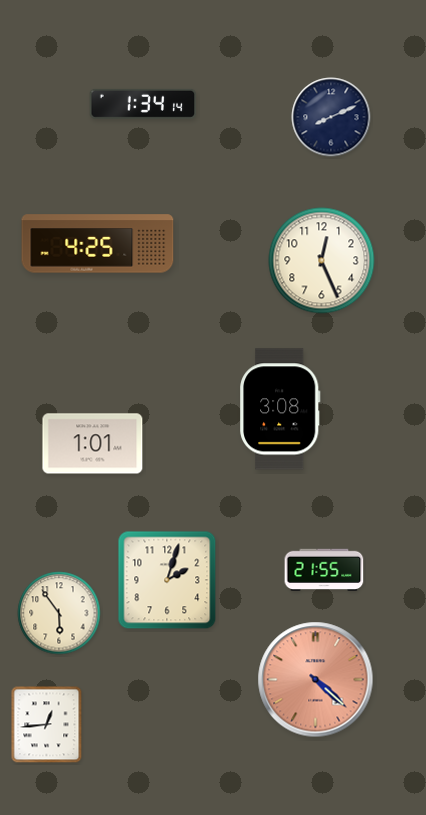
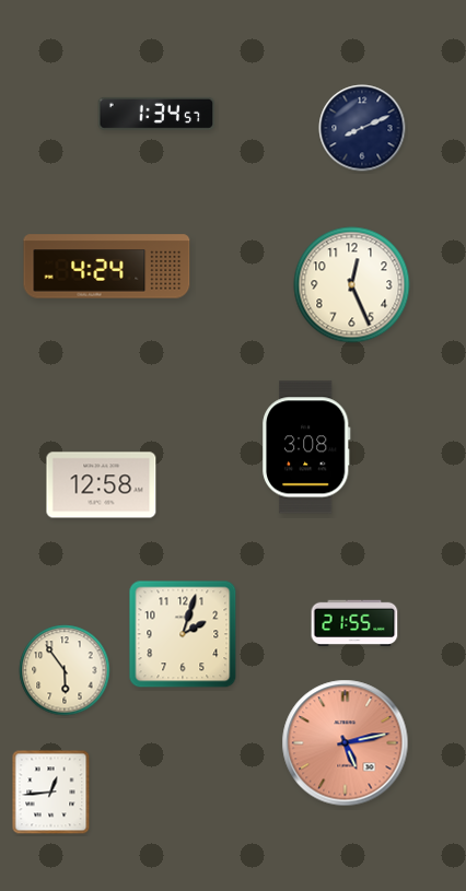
clock at (143, 104): 1:34:14 -> 1:34:57
clock at (98, 244): 4:25 -> 4:24
clock at (93, 444): 1:01 -> 12:58
clock at (316, 680): 4:22 -> 5:13
